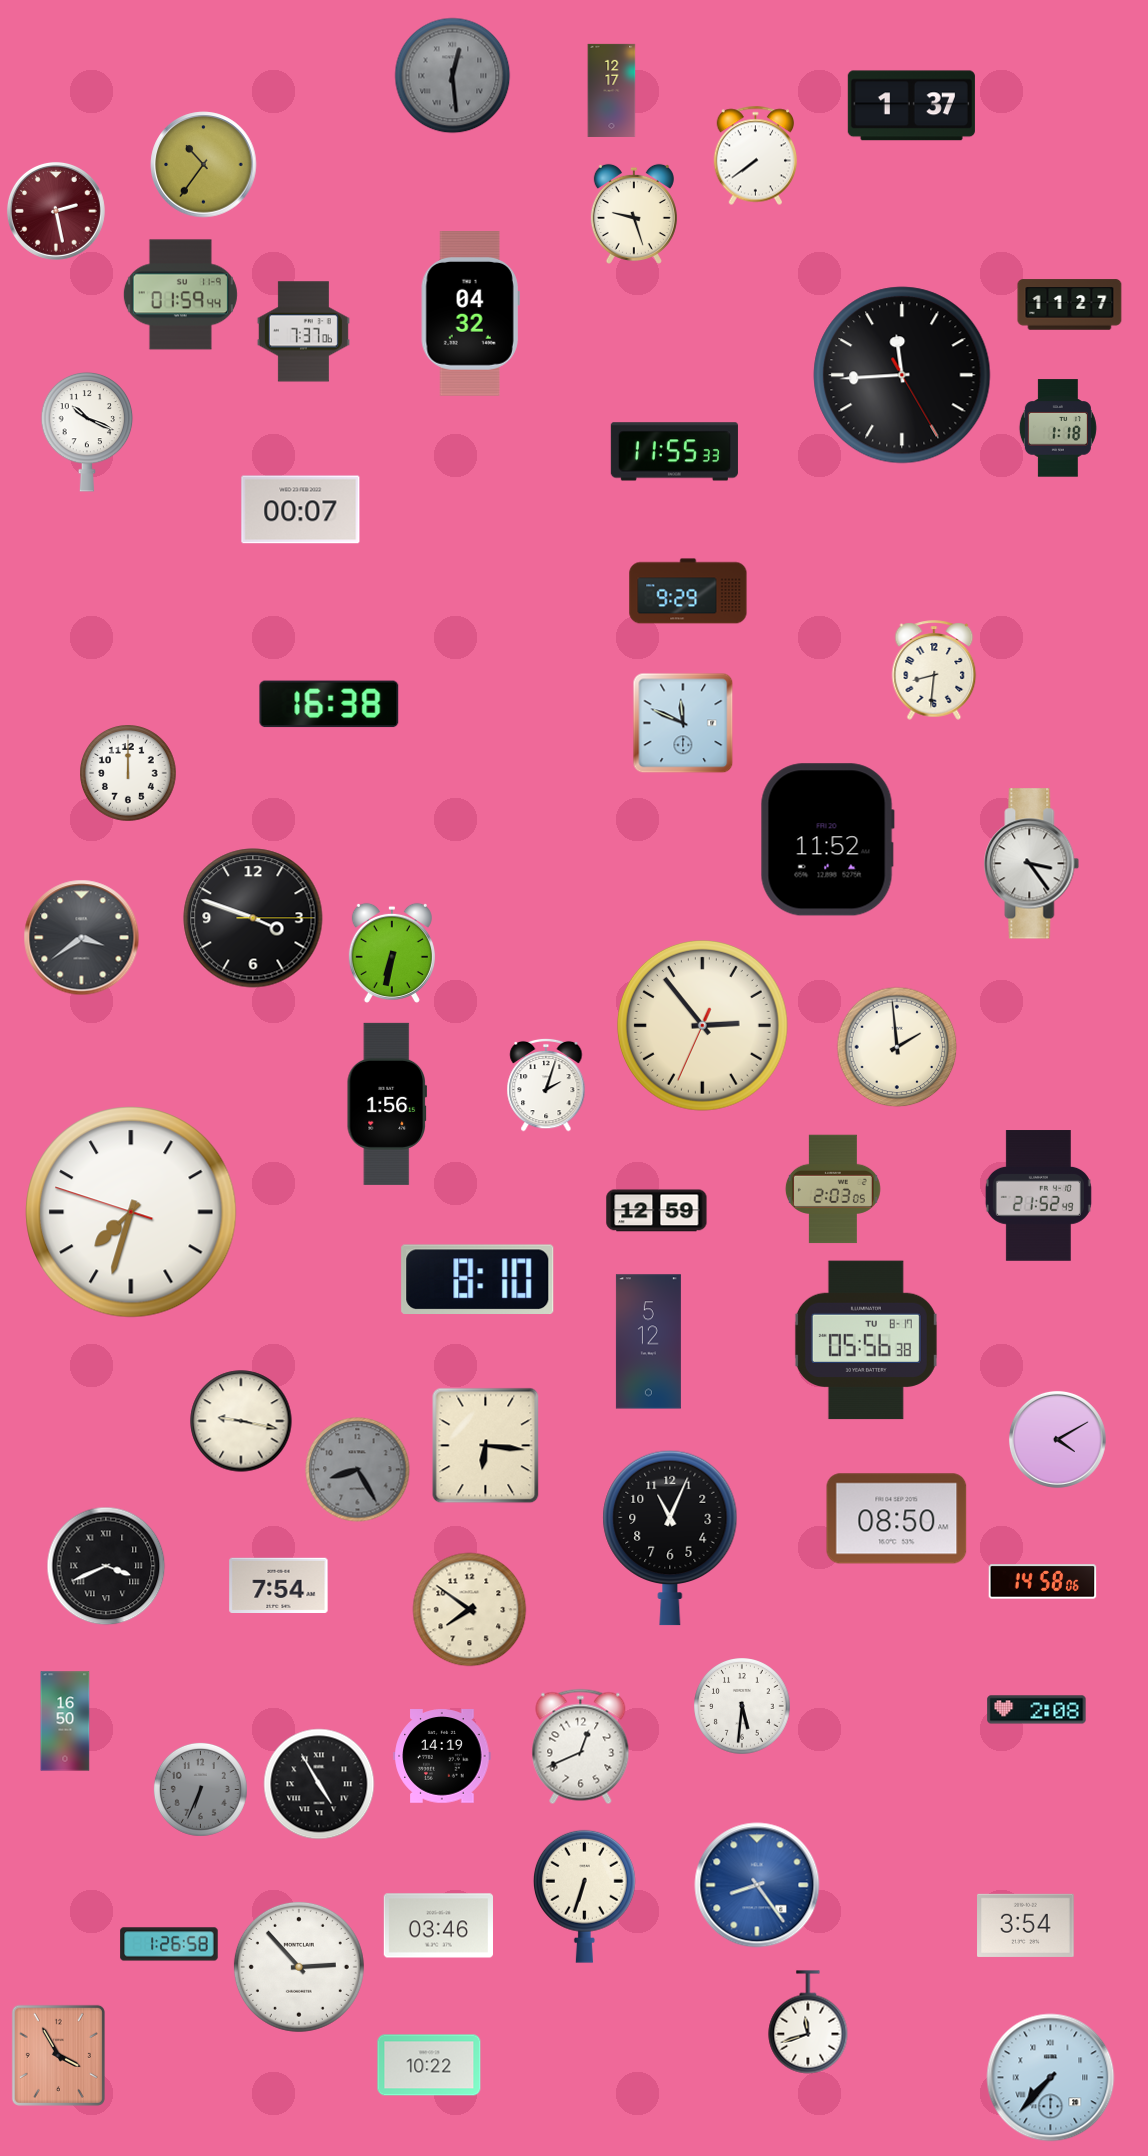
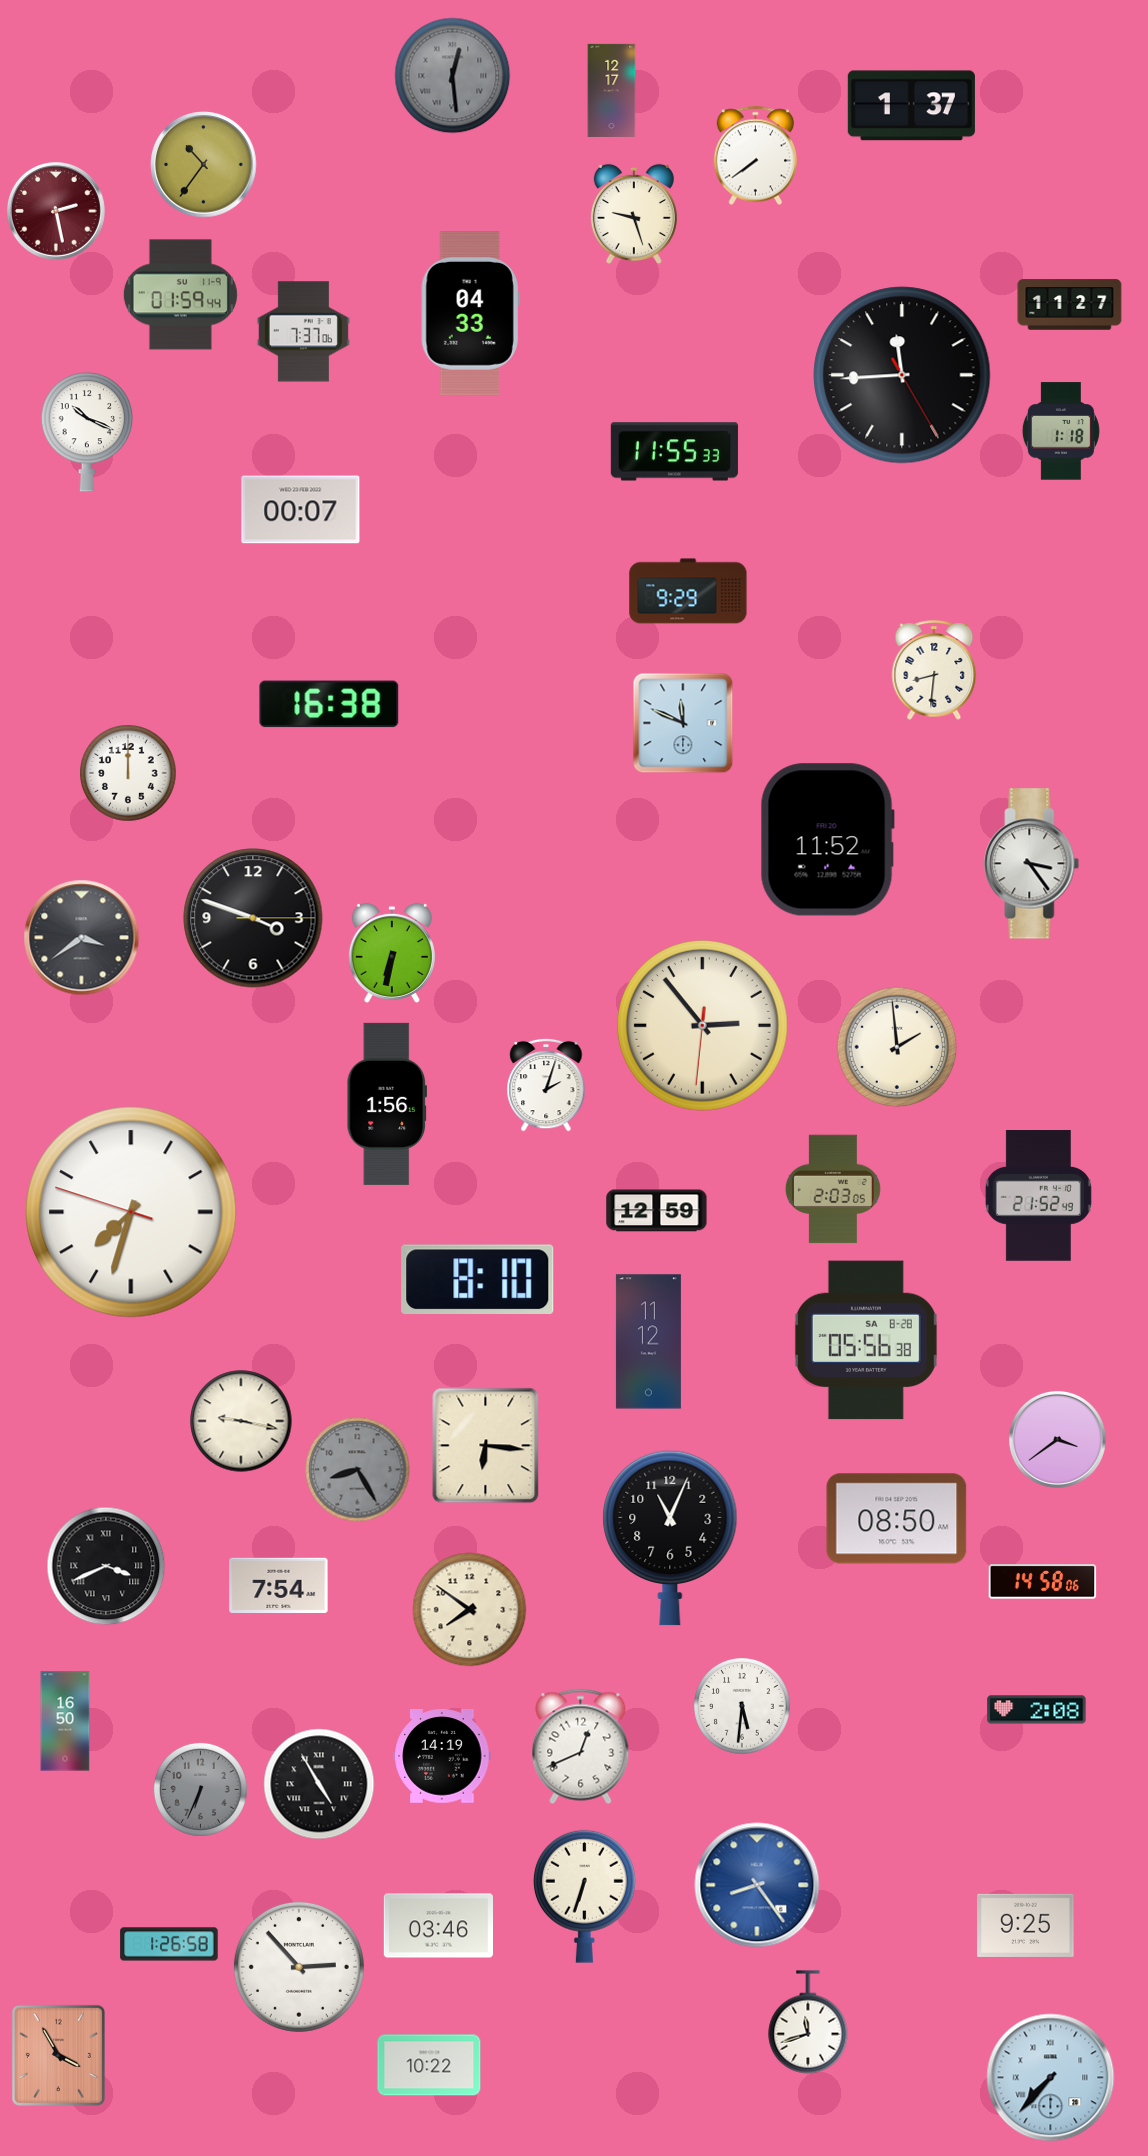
clock at (470, 314): 04:32 -> 04:33
clock at (1058, 428) position: (1058, 428) -> (1061, 431)
clock at (702, 1025): 2:53:34 -> 2:53:31
clock at (866, 1340) date: TU 8-17 -> SA 8-28
clock at (648, 1342): 5:12 -> 11:12
clock at (1057, 1439): 4:10 -> 3:39
clock at (1026, 1925): 3:54 -> 9:25
